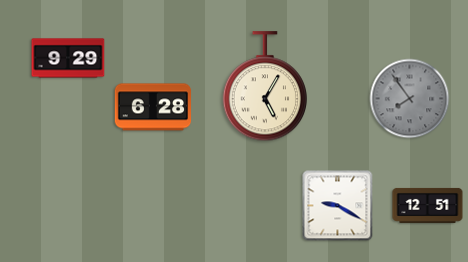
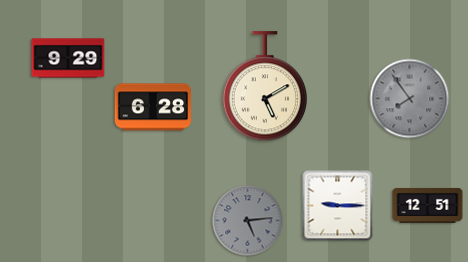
clock at (264, 87): 5:05 -> 5:10
clock at (338, 206): 9:20 -> 9:15
clock at (248, 221): none -> 5:14
